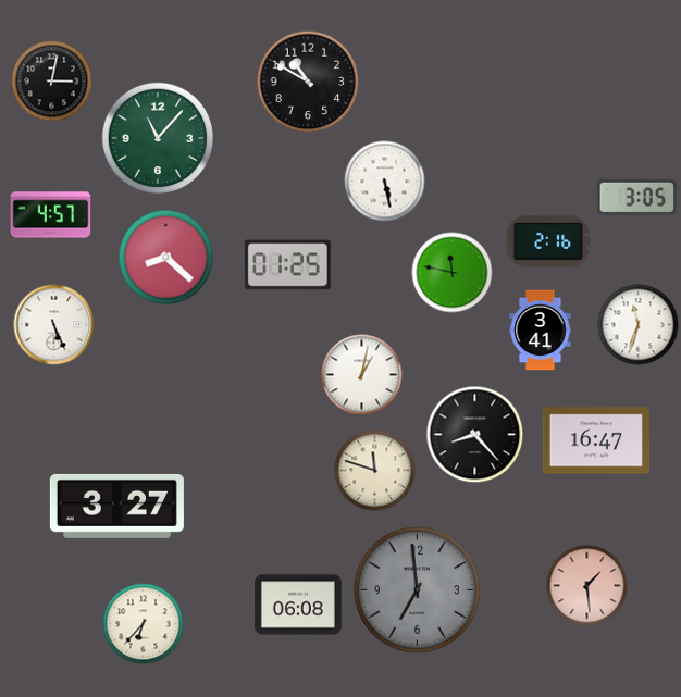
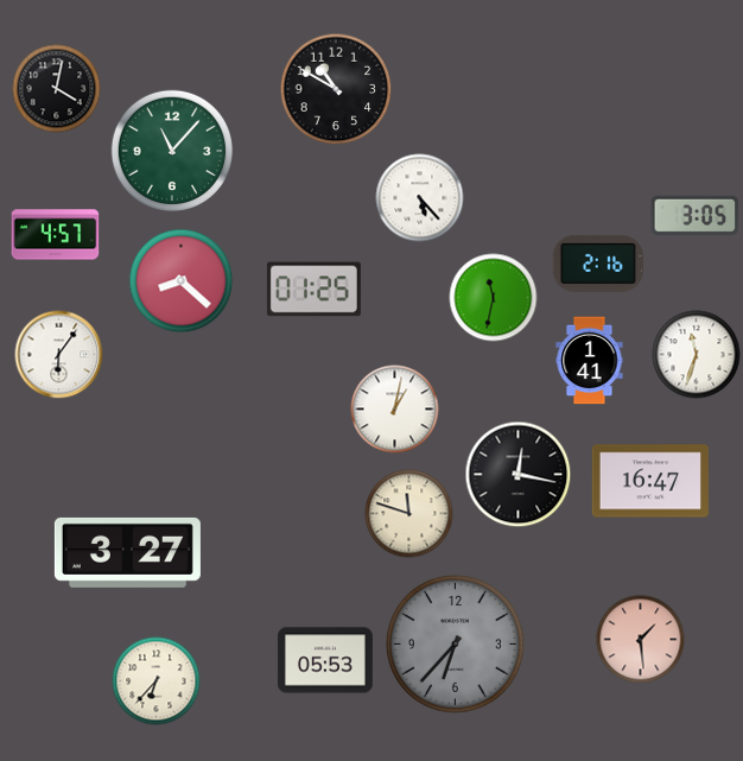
clock at (52, 82): 3:02 -> 4:02
clock at (385, 182): 5:28 -> 5:23
clock at (453, 273): 11:47 -> 11:32
clock at (54, 325): 5:26 -> 6:06
clock at (541, 331): 3:41 -> 1:41
clock at (475, 435): 8:23 -> 12:17
clock at (417, 589): 6:59 -> 6:37
clock at (299, 605): 06:08 -> 05:53
